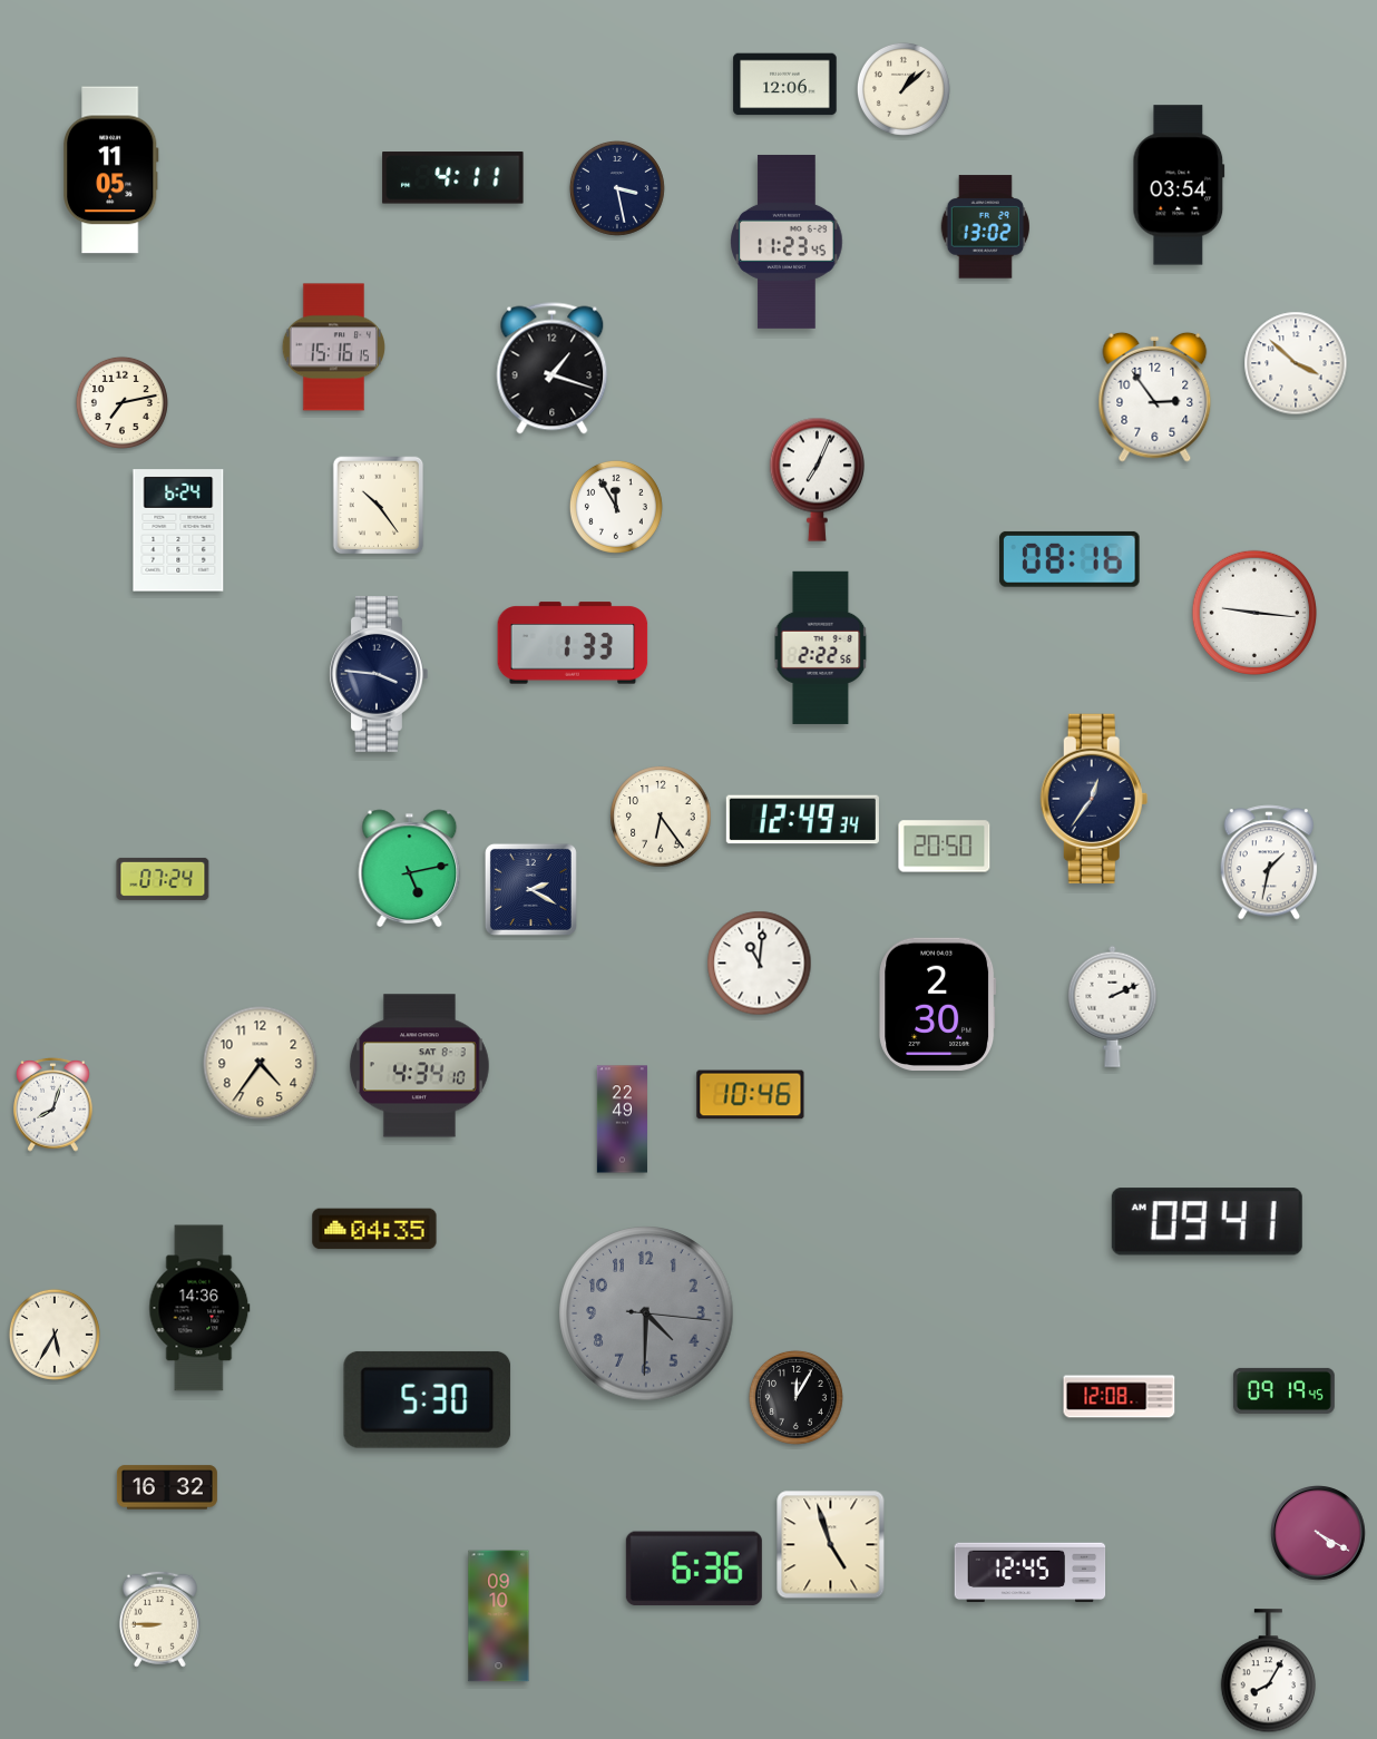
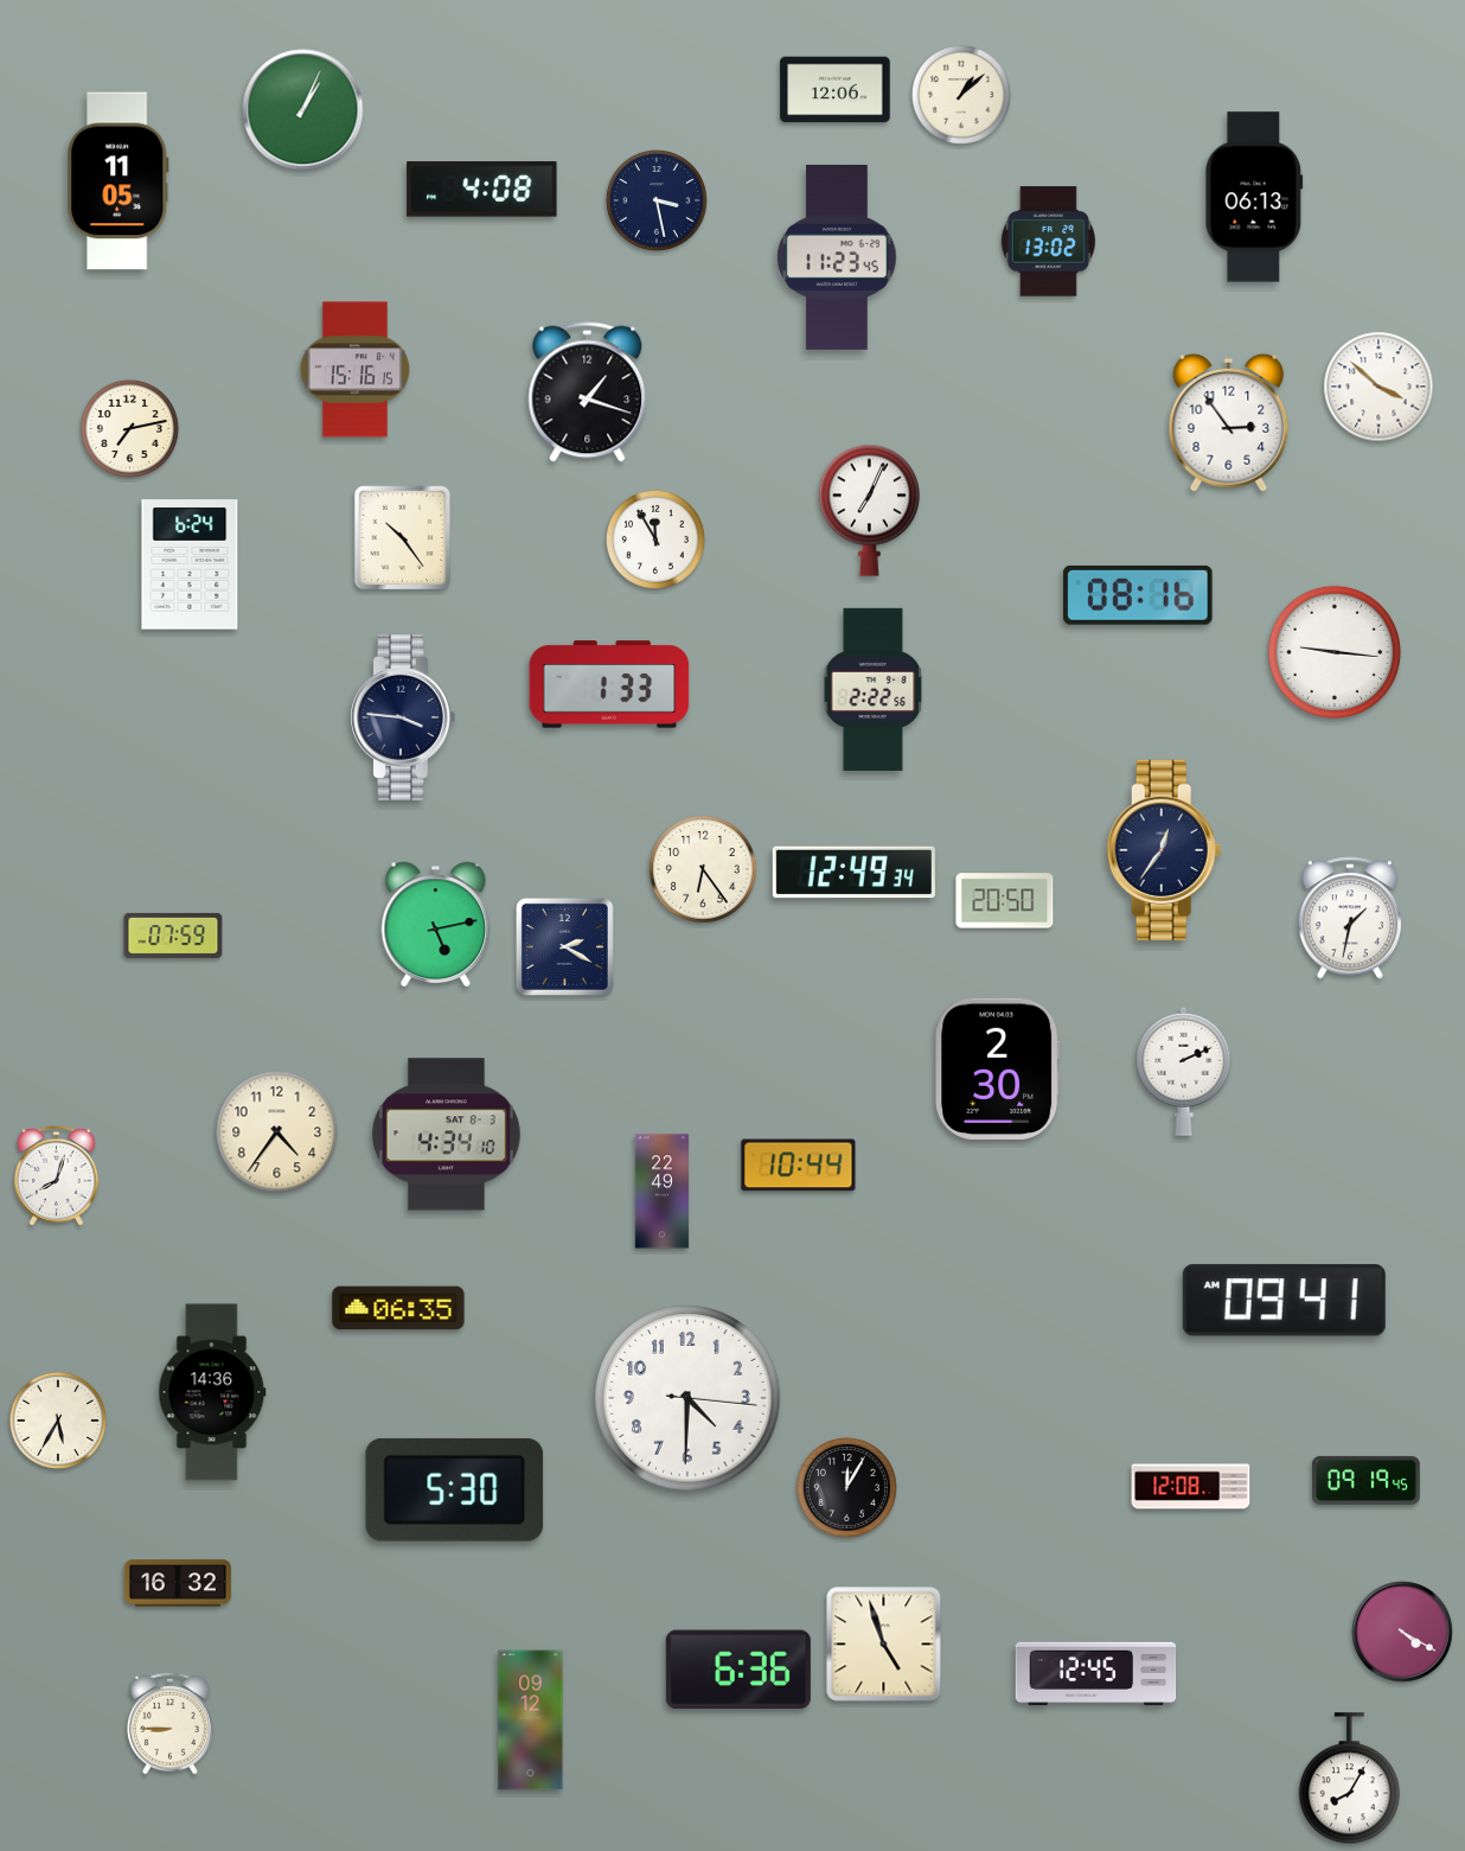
clock at (303, 110): none -> 1:04
clock at (453, 178): 4:11 -> 4:08
clock at (1179, 185): 03:54 -> 06:13
clock at (163, 879): 07:24 -> 07:59
clock at (760, 964): 11:01 -> none
clock at (751, 1095): 10:46 -> 10:44
clock at (374, 1229): 04:35 -> 06:35
clock at (646, 1313) dial: grey -> white
clock at (499, 1616): 09:10 -> 09:12
